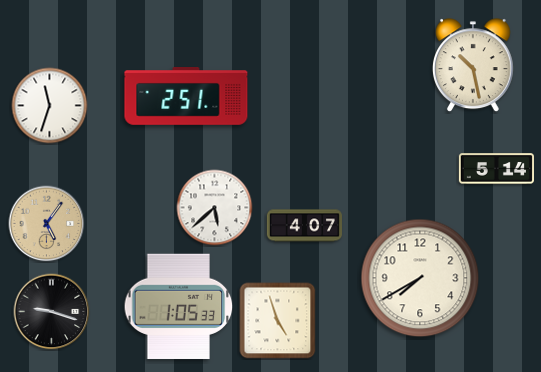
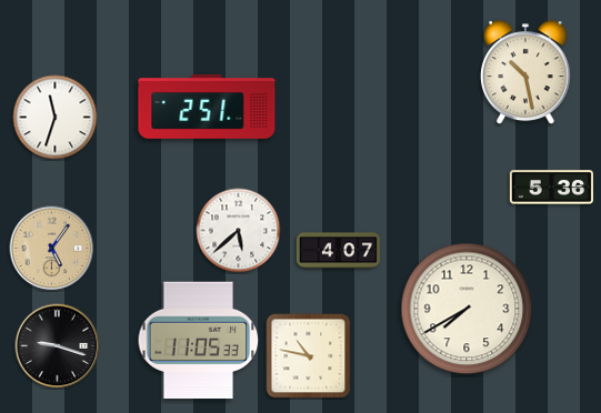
clock at (496, 169): 5:14 -> 5:36
clock at (179, 307): 1:05 -> 11:05
clock at (278, 321): 4:57 -> 10:47
